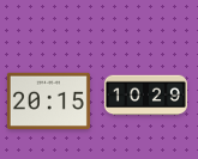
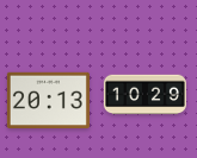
clock at (48, 102): 20:15 -> 20:13
